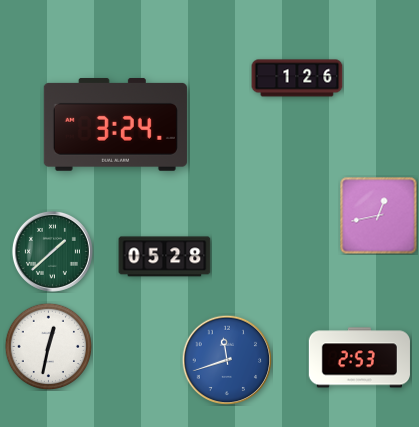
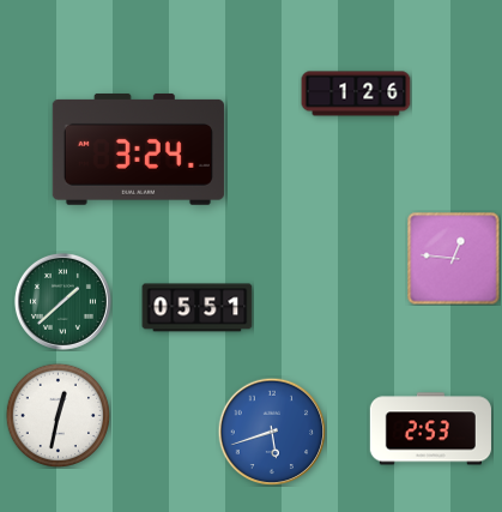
clock at (378, 215): 12:43 -> 12:46
clock at (165, 257): 05:28 -> 05:51
clock at (227, 360): 11:42 -> 5:42
